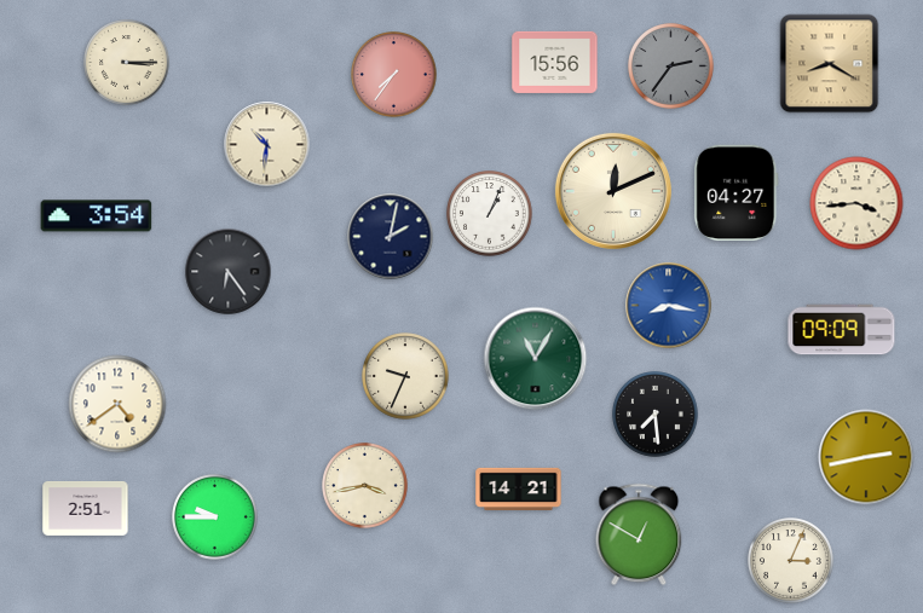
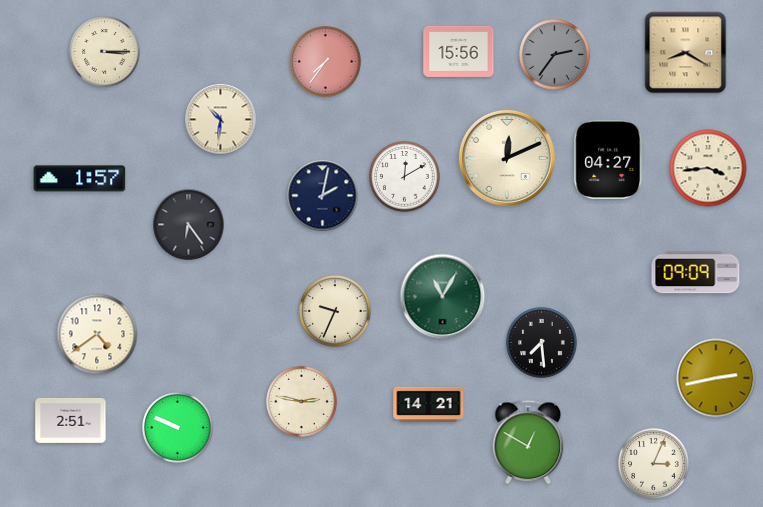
clock at (490, 214): 1:04 -> 12:10
clock at (97, 216): 3:54 -> 1:57
clock at (669, 306): 8:17 -> none
clock at (365, 486): 3:43 -> 2:47
clock at (215, 517): 9:45 -> 9:49
